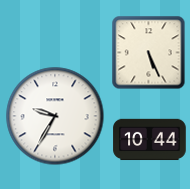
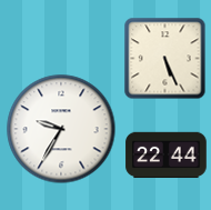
clock at (150, 140): 10:44 -> 22:44
